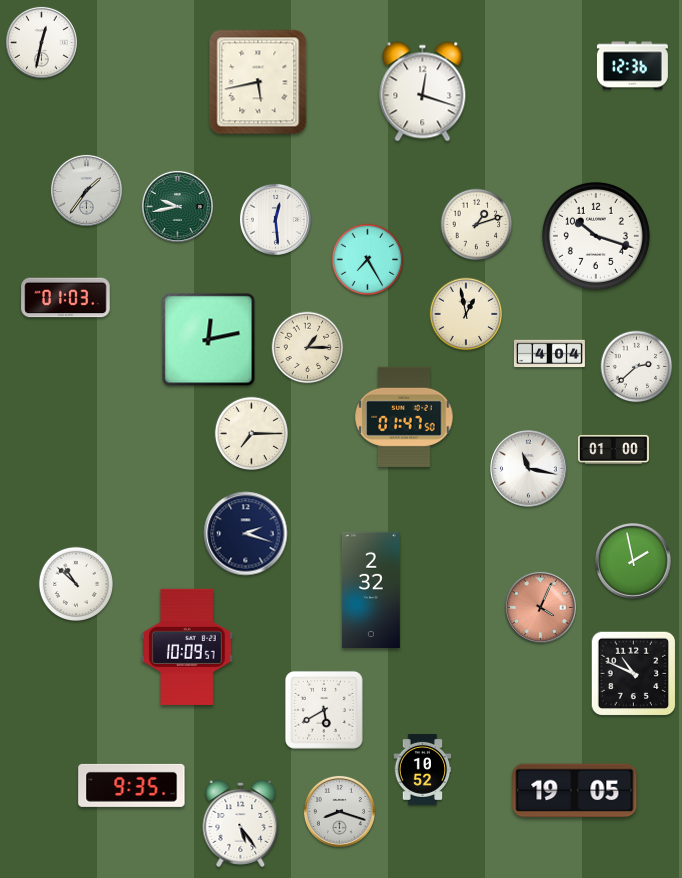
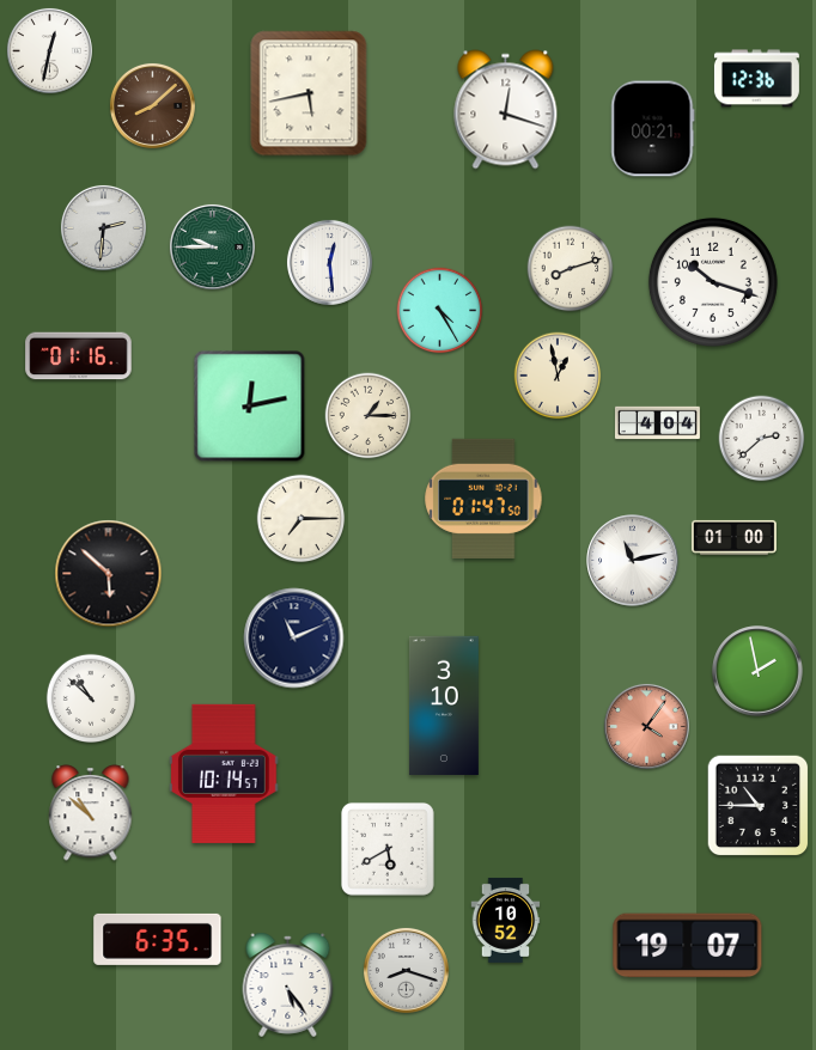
clock at (258, 82) position: (258, 82) -> (309, 93)
clock at (152, 105): none -> 8:08
clock at (653, 129): none -> 00:21
clock at (86, 190): 1:36 -> 2:31
clock at (177, 206): 9:43 -> 9:45
clock at (477, 225): 1:12 -> 8:12
clock at (368, 260): 7:25 -> 4:25
clock at (66, 298): 01:03 -> 01:16
clock at (529, 469): 11:17 -> 11:13
clock at (109, 574): none -> 5:52
clock at (246, 534): 2:18 -> 11:11
clock at (371, 590): 2:32 -> 3:10
clock at (540, 607): 4:04 -> 4:06
clock at (187, 647): 10:09 -> 10:14
clock at (634, 674): 10:49 -> 10:45
clock at (91, 813): none -> 10:52
clock at (132, 785): 9:35 -> 6:35
clock at (575, 791): 19:05 -> 19:07
